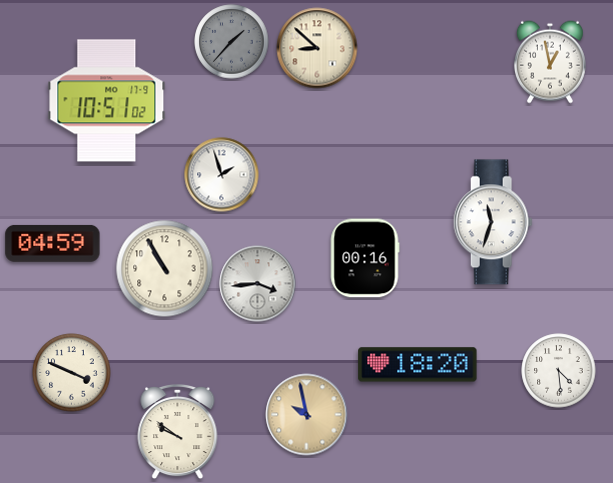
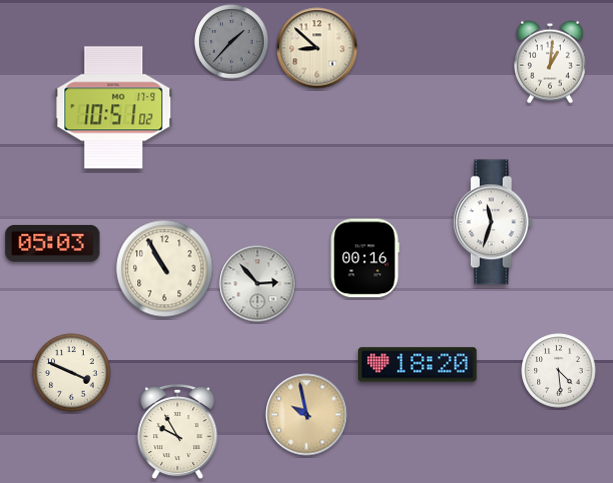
clock at (550, 62): 12:58 -> 1:01
clock at (107, 101) position: (107, 101) -> (114, 108)
clock at (222, 175): 1:57 -> none
clock at (53, 243): 04:59 -> 05:03
clock at (258, 284): 3:44 -> 2:53
clock at (178, 432): 9:51 -> 9:55
